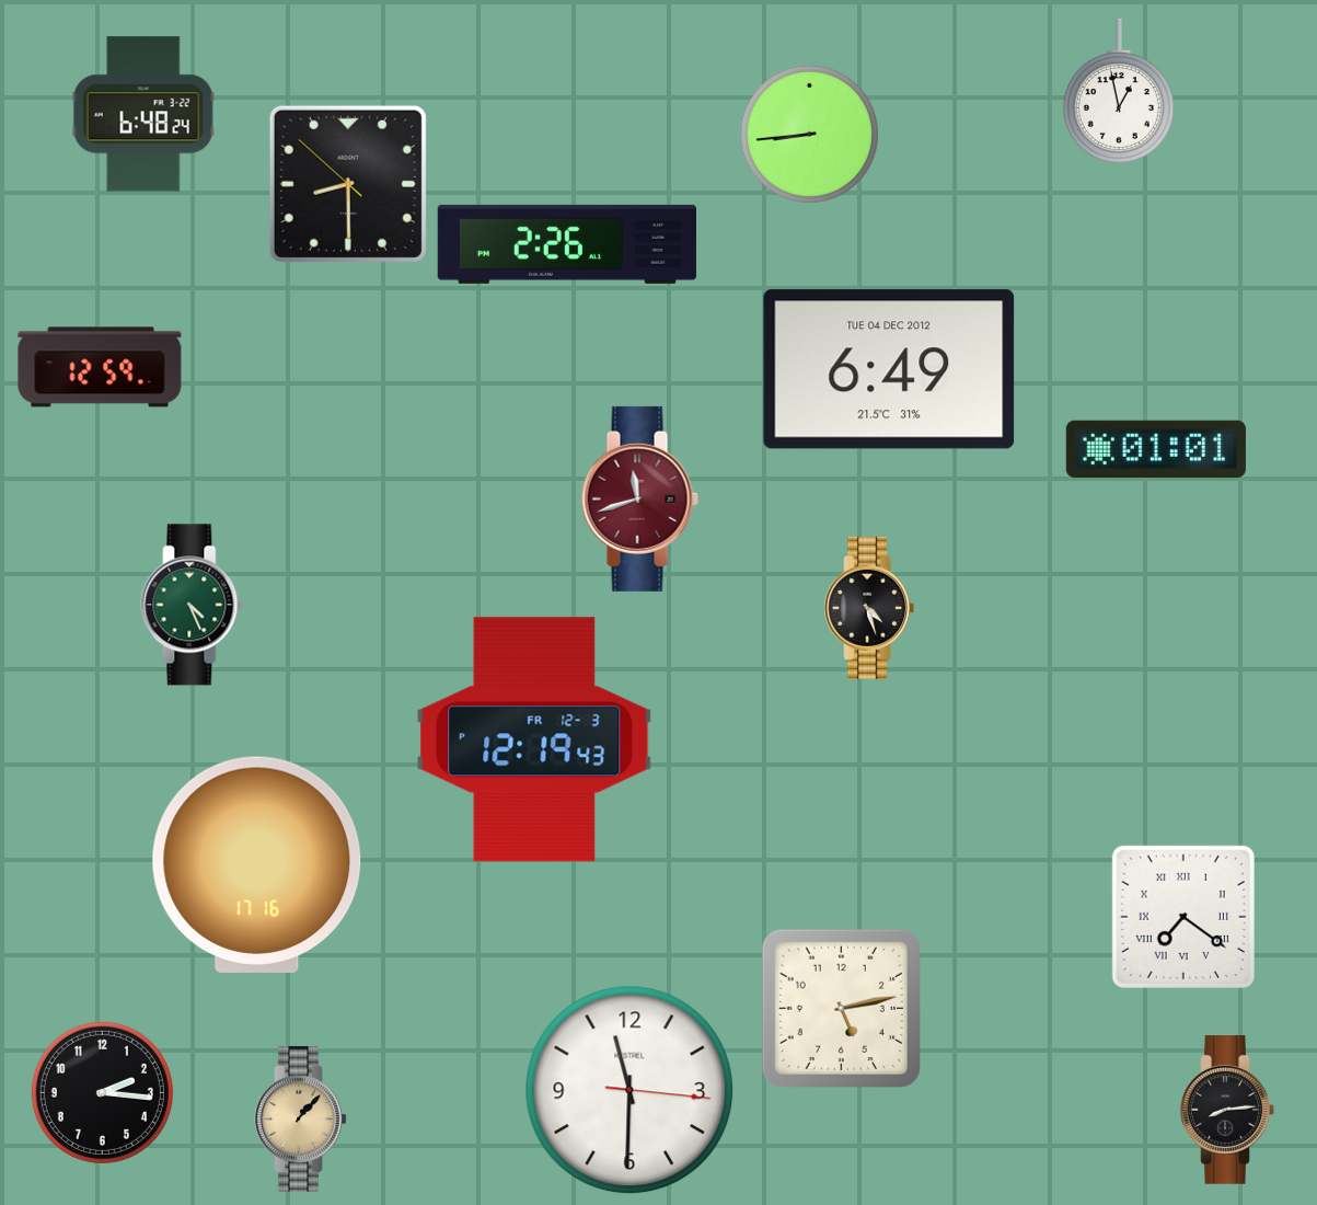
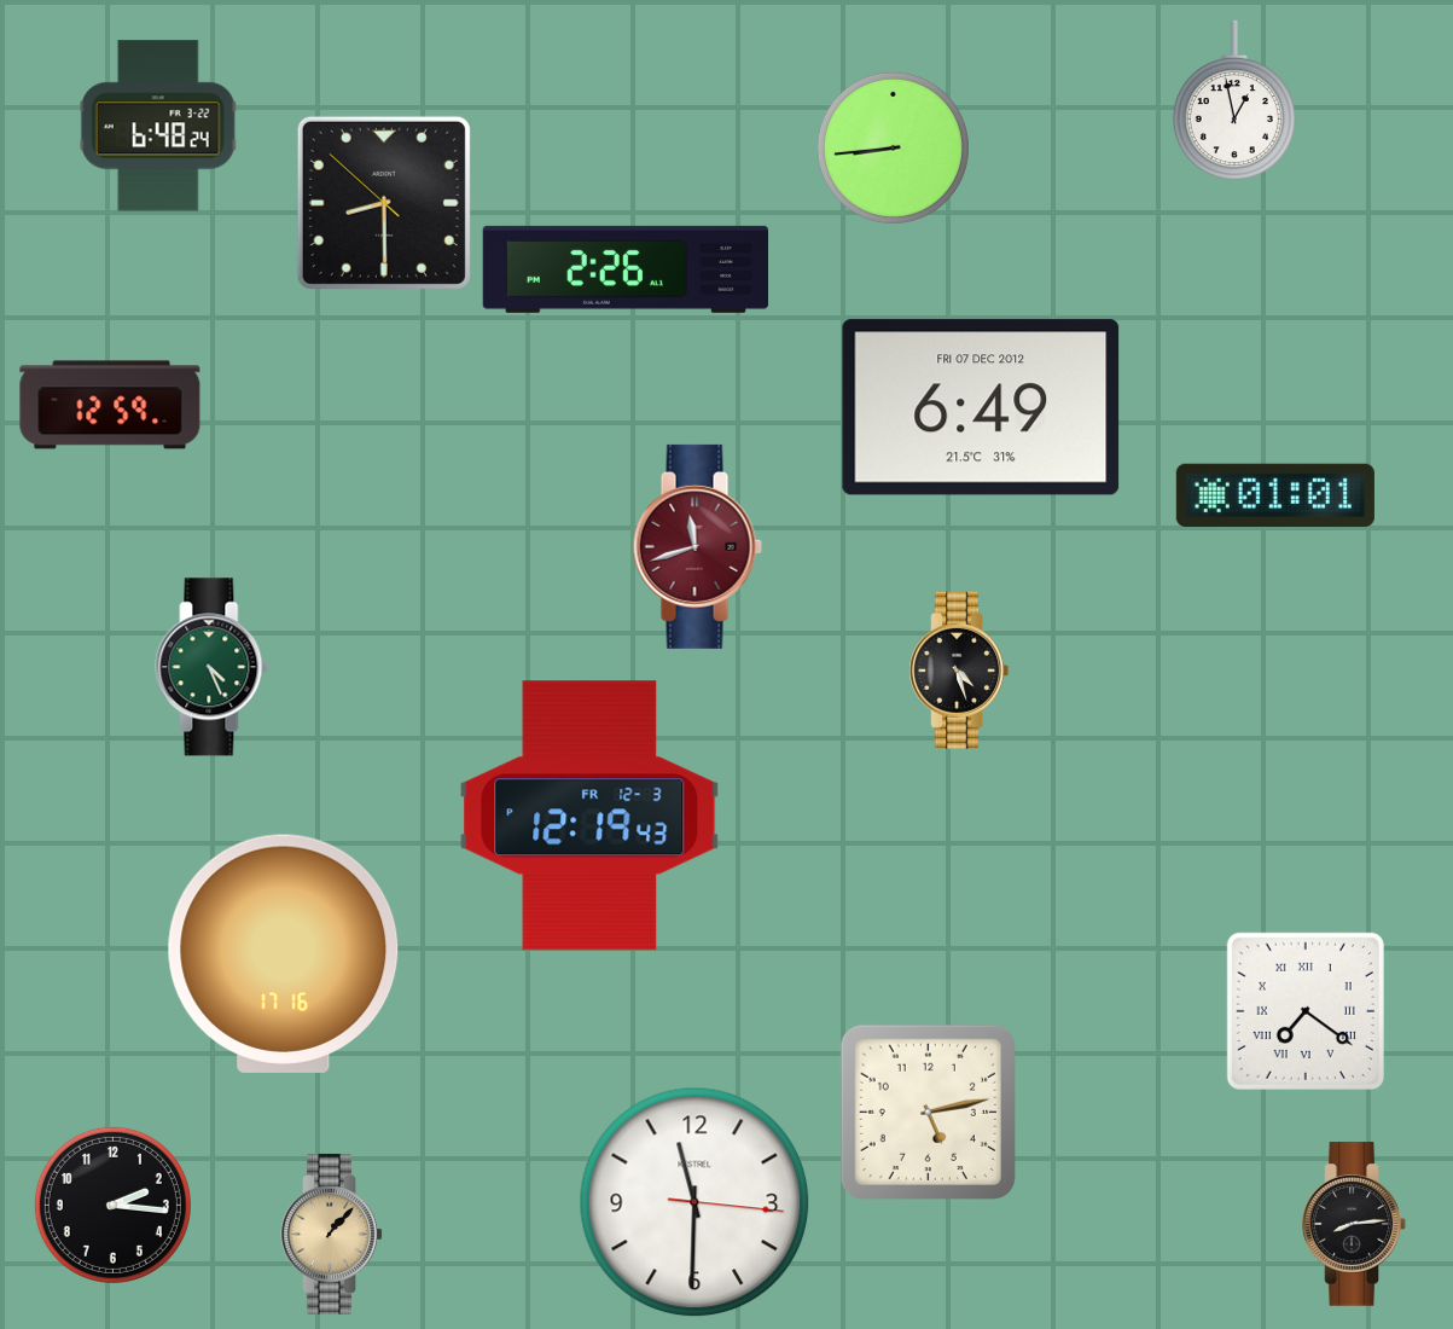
clock at (889, 369) date: TUE 04 DEC 2012 -> FRI 07 DEC 2012
clock at (639, 498) position: (639, 498) -> (697, 546)
